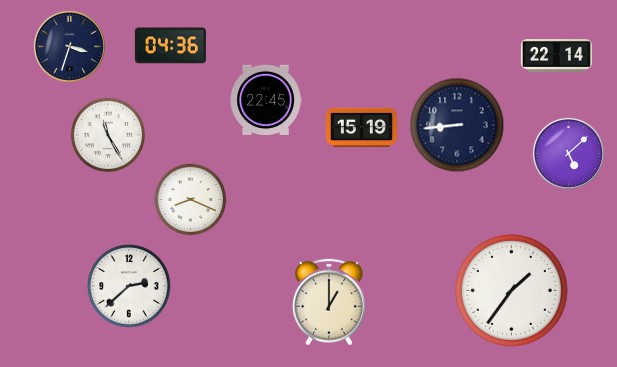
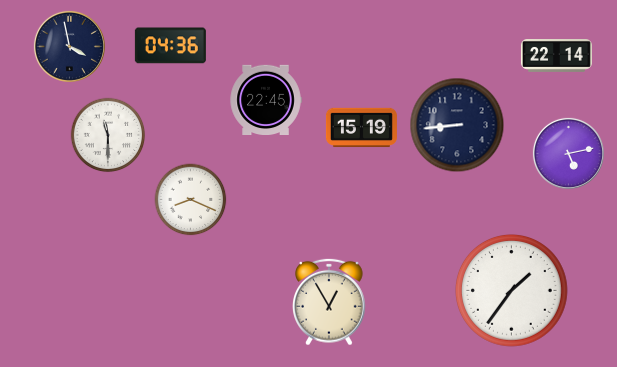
clock at (69, 46): 3:33 -> 3:58
clock at (108, 135): 11:25 -> 11:30
clock at (568, 153): 5:08 -> 5:13
clock at (129, 286): 2:38 -> none
clock at (330, 302): 1:00 -> 12:55
